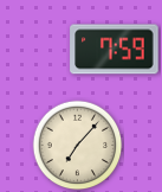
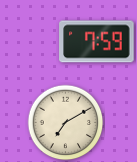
clock at (78, 146): 7:07 -> 7:10
